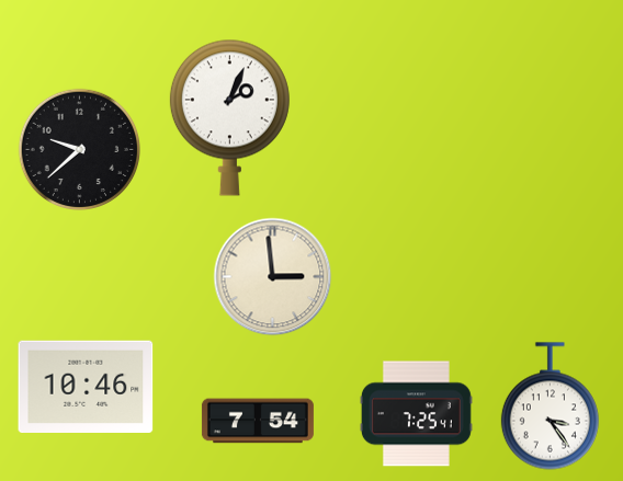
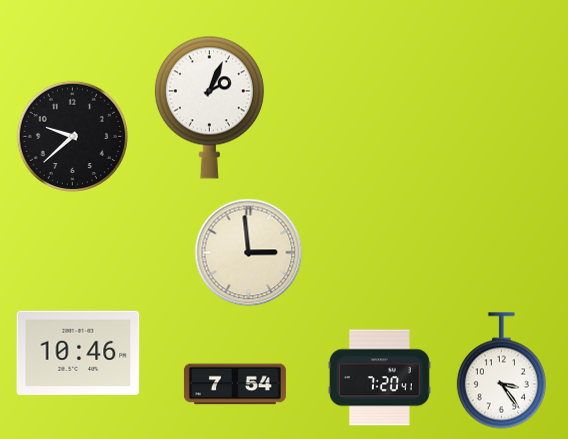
clock at (416, 414): 7:25 -> 7:20
